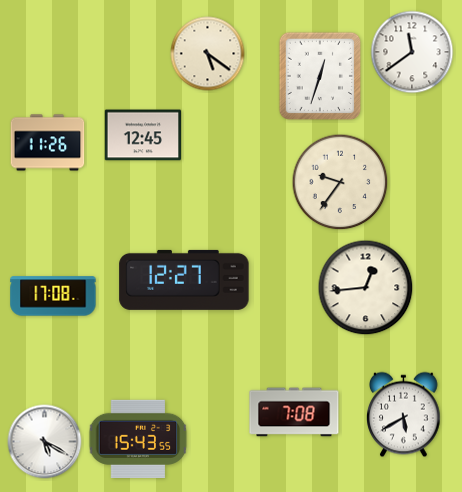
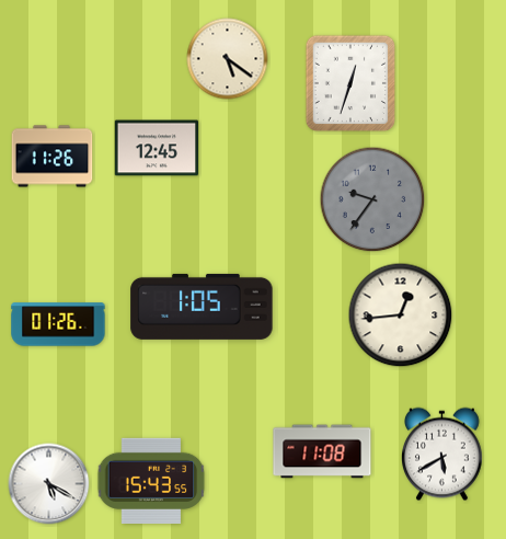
clock at (412, 52): 11:39 -> none
clock at (340, 182) dial: cream -> grey
clock at (184, 280): 12:27 -> 1:05
clock at (53, 296): 17:08 -> 01:26
clock at (294, 412): 7:08 -> 11:08
